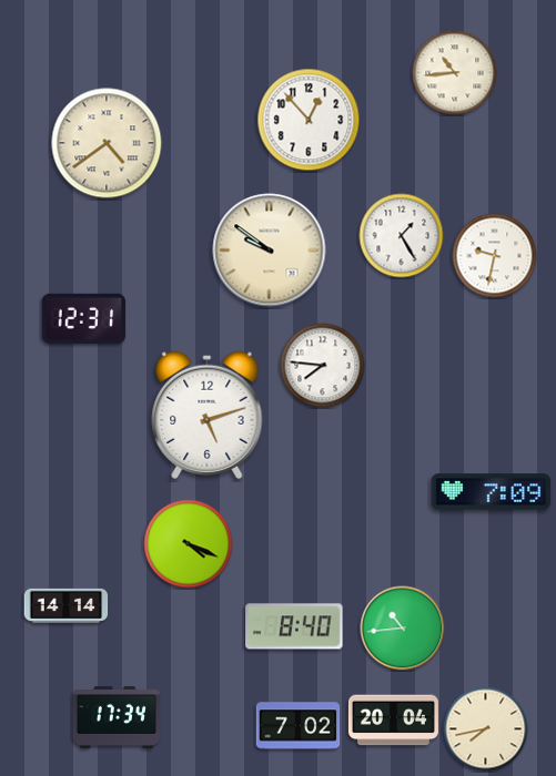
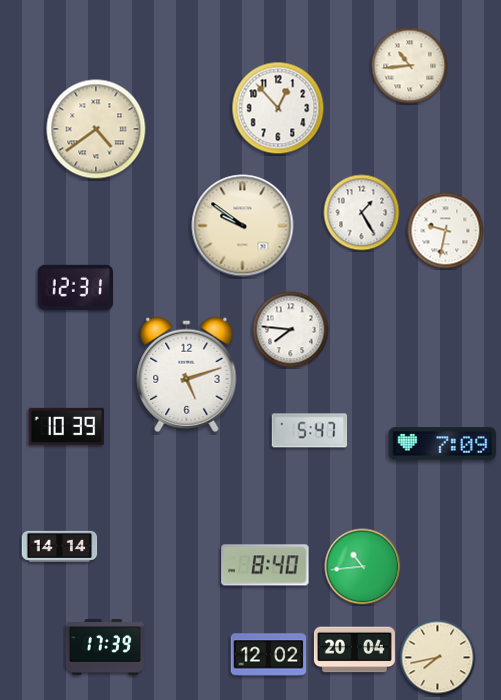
clock at (67, 426): none -> 10:39
clock at (310, 431): none -> 5:47
clock at (189, 544): 4:19 -> none
clock at (117, 718): 17:34 -> 17:39
clock at (299, 726): 7:02 -> 12:02
